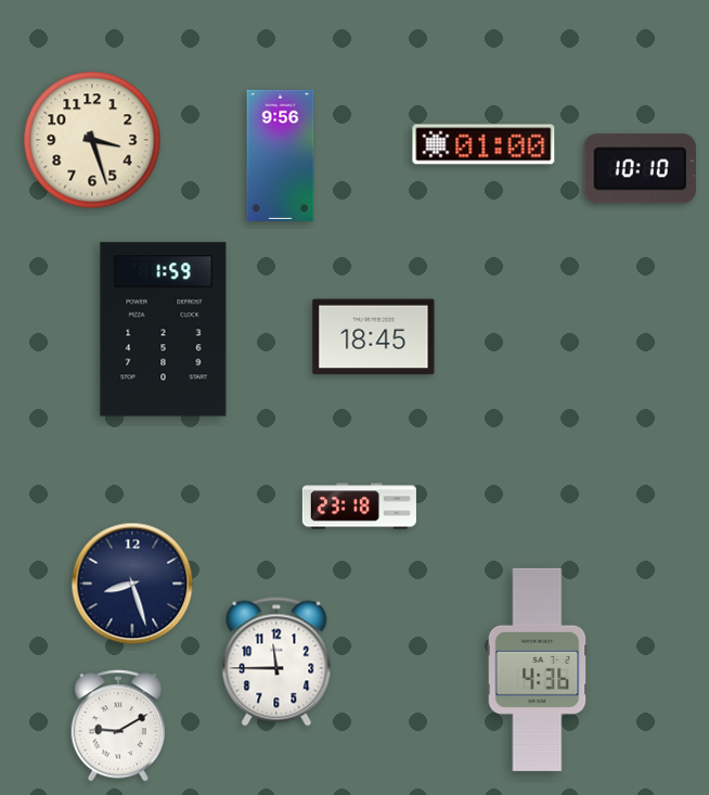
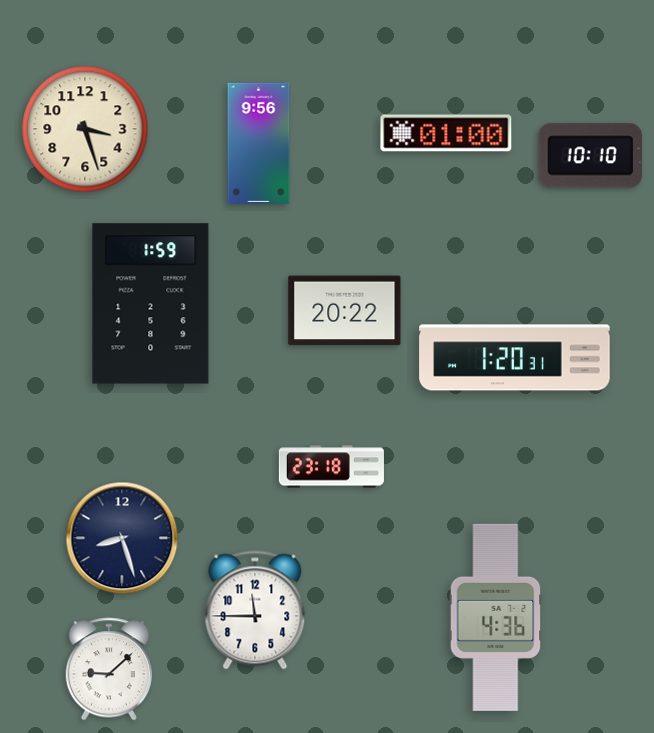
clock at (374, 337): 18:45 -> 20:22
clock at (515, 358): none -> 1:20
clock at (118, 726): 9:10 -> 9:08
